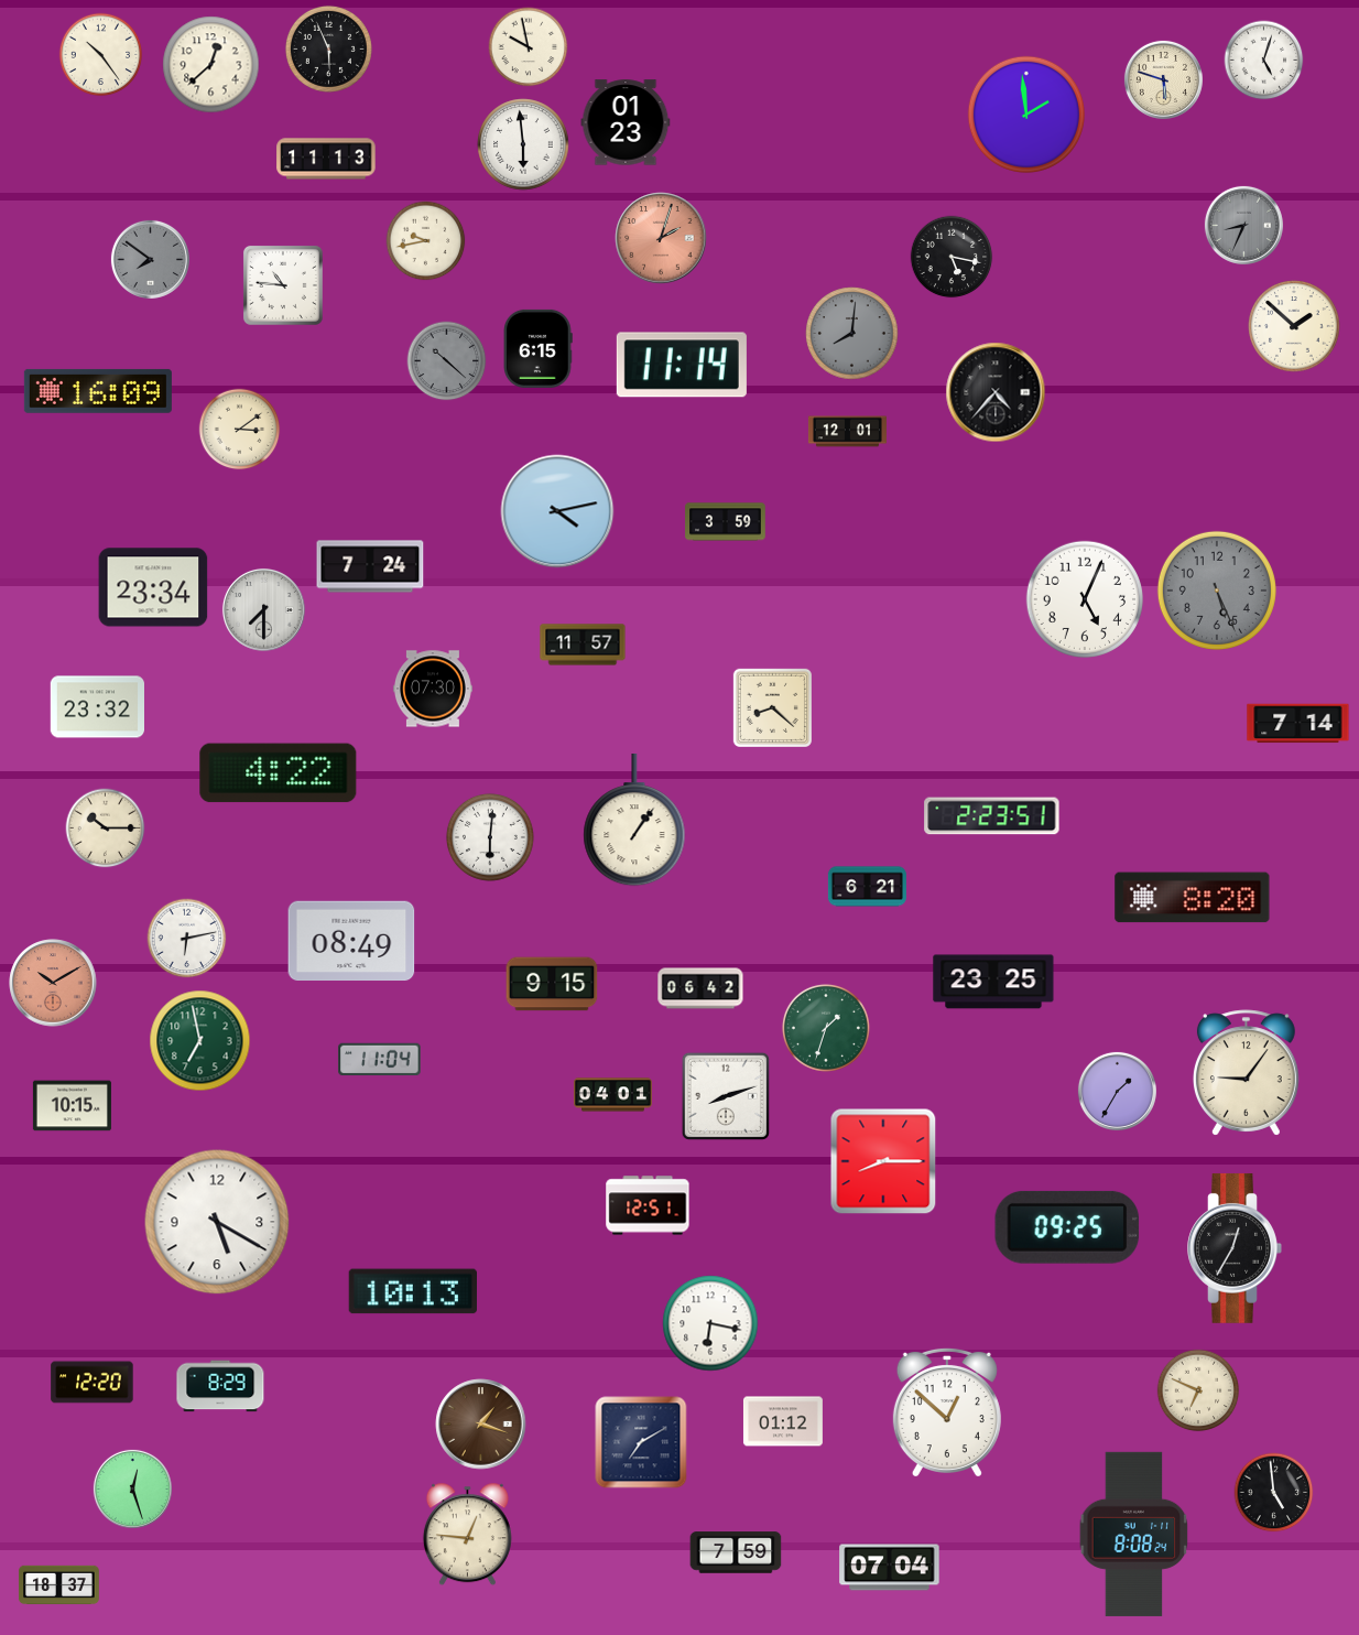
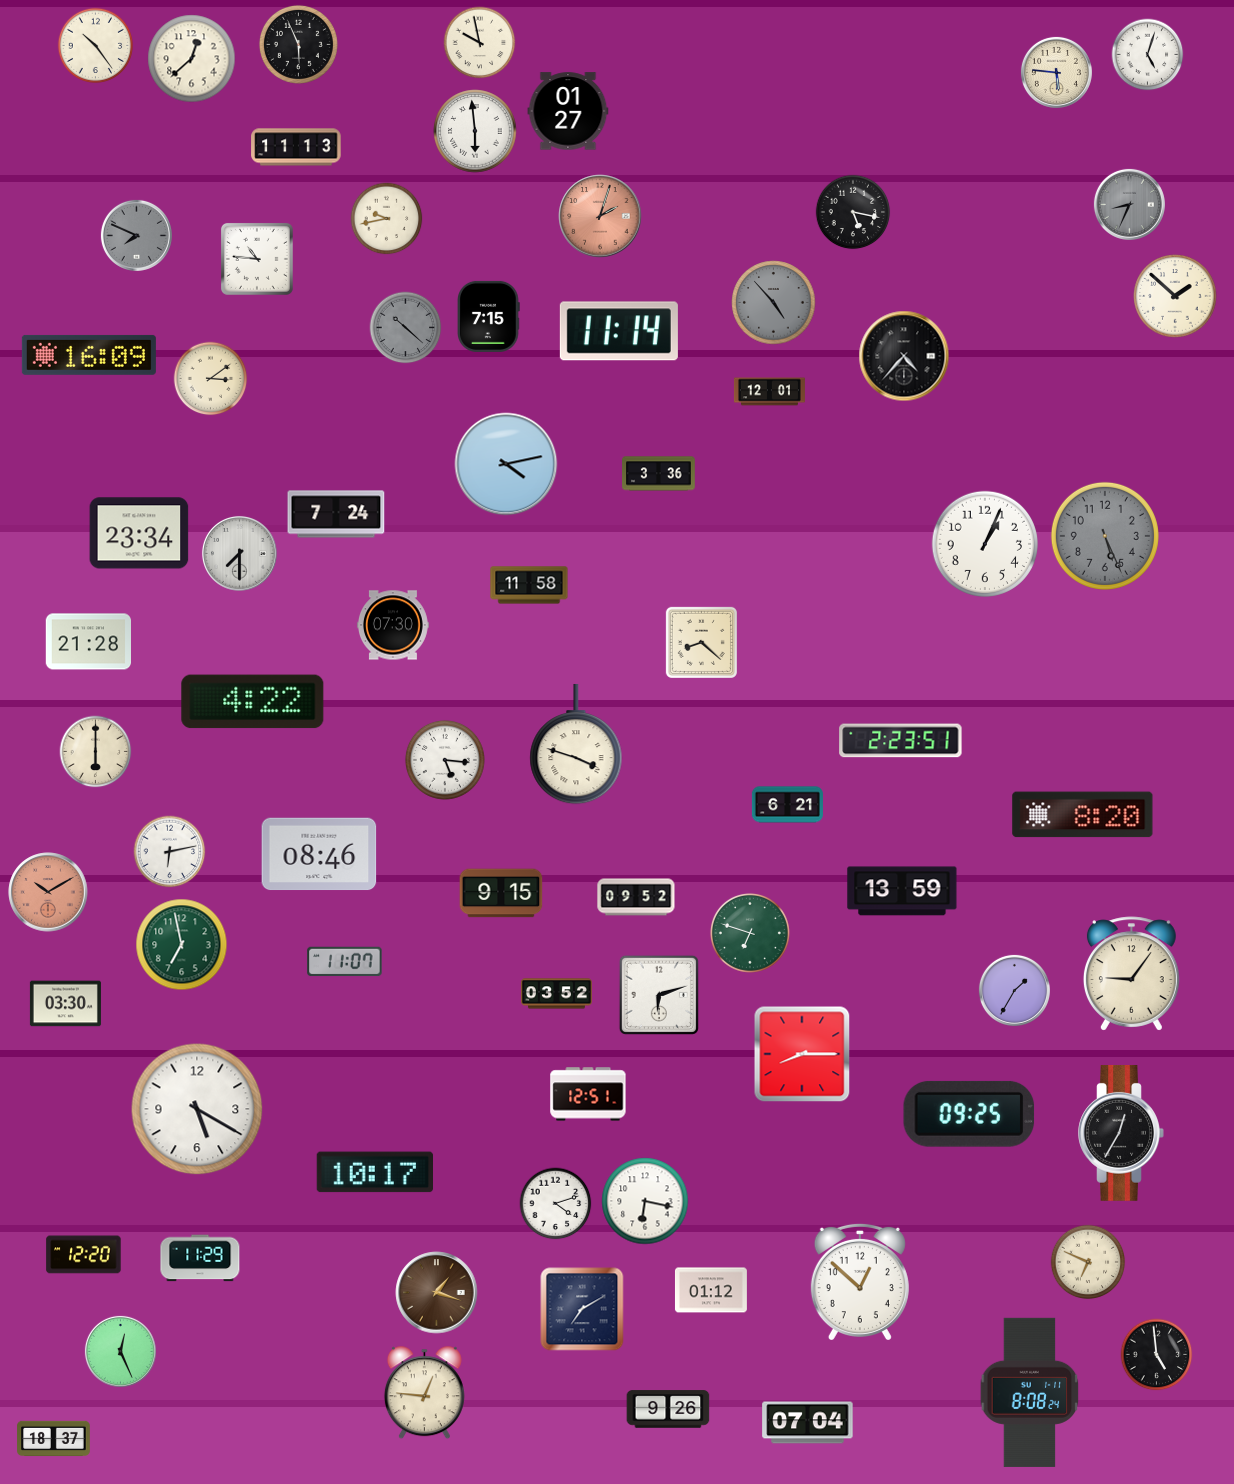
clock at (101, 55) position: (101, 55) -> (96, 46)
clock at (1163, 79): 5:48 -> 5:46
clock at (1025, 113): 1:59 -> none
clock at (626, 122): 01:23 -> 01:27
clock at (326, 159) position: (326, 159) -> (296, 147)
clock at (952, 257) position: (952, 257) -> (853, 212)
clock at (150, 259): 7:51 -> 7:49
clock at (852, 334): 8:01 -> 4:53
clock at (539, 348): 6:15 -> 7:15
clock at (240, 430) position: (240, 430) -> (211, 379)
clock at (726, 522): 3:59 -> 3:36
clock at (1084, 598): 5:04 -> 1:04
clock at (583, 645): 11:57 -> 11:58
clock at (97, 707): 23:32 -> 21:28
clock at (1298, 724): 7:14 -> none
clock at (634, 820): 1:06 -> 3:48
clock at (106, 829): 10:15 -> 6:00
clock at (490, 837): 6:01 -> 5:16
clock at (351, 941): 08:49 -> 08:46
clock at (993, 982): 23:25 -> 13:59
clock at (700, 988): 06:42 -> 09:52
clock at (826, 1028): 1:33 -> 6:48
clock at (380, 1060): 11:04 -> 11:07
clock at (612, 1095): 04:01 -> 03:52
clock at (726, 1096): 8:12 -> 6:12
clock at (72, 1106): 10:15 -> 03:30
clock at (412, 1291): 10:13 -> 10:17
clock at (556, 1204): none -> 4:12
clock at (220, 1386): 8:29 -> 11:29
clock at (132, 1488): 12:27 -> 12:26
clock at (736, 1552): 7:59 -> 9:26
